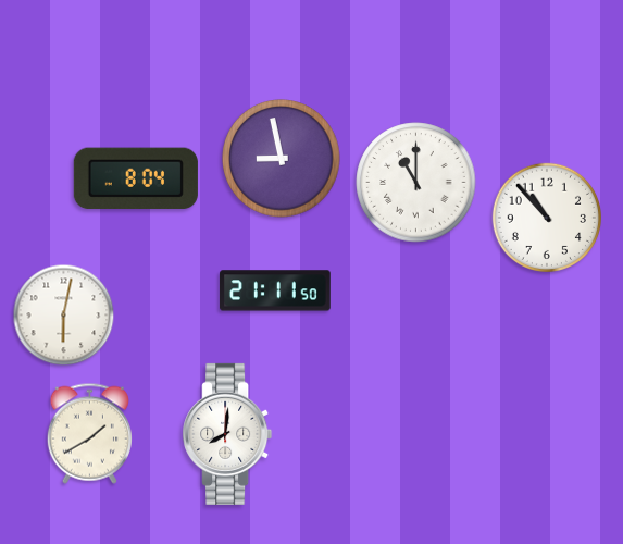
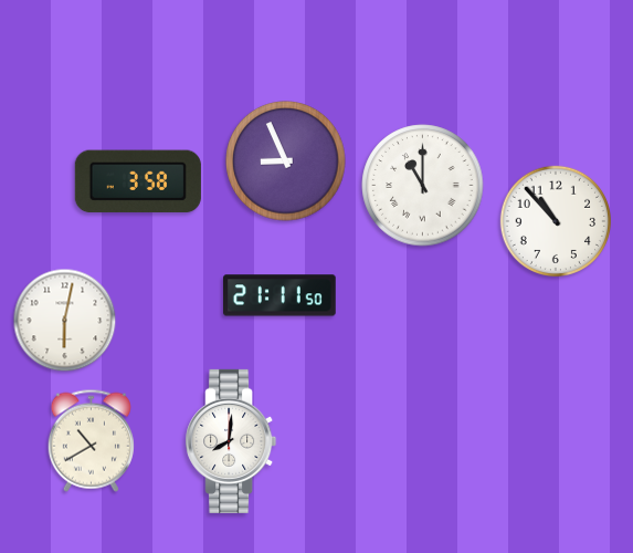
clock at (282, 159): 8:58 -> 8:56
clock at (136, 178): 8:04 -> 3:58
clock at (89, 433): 1:40 -> 10:40
